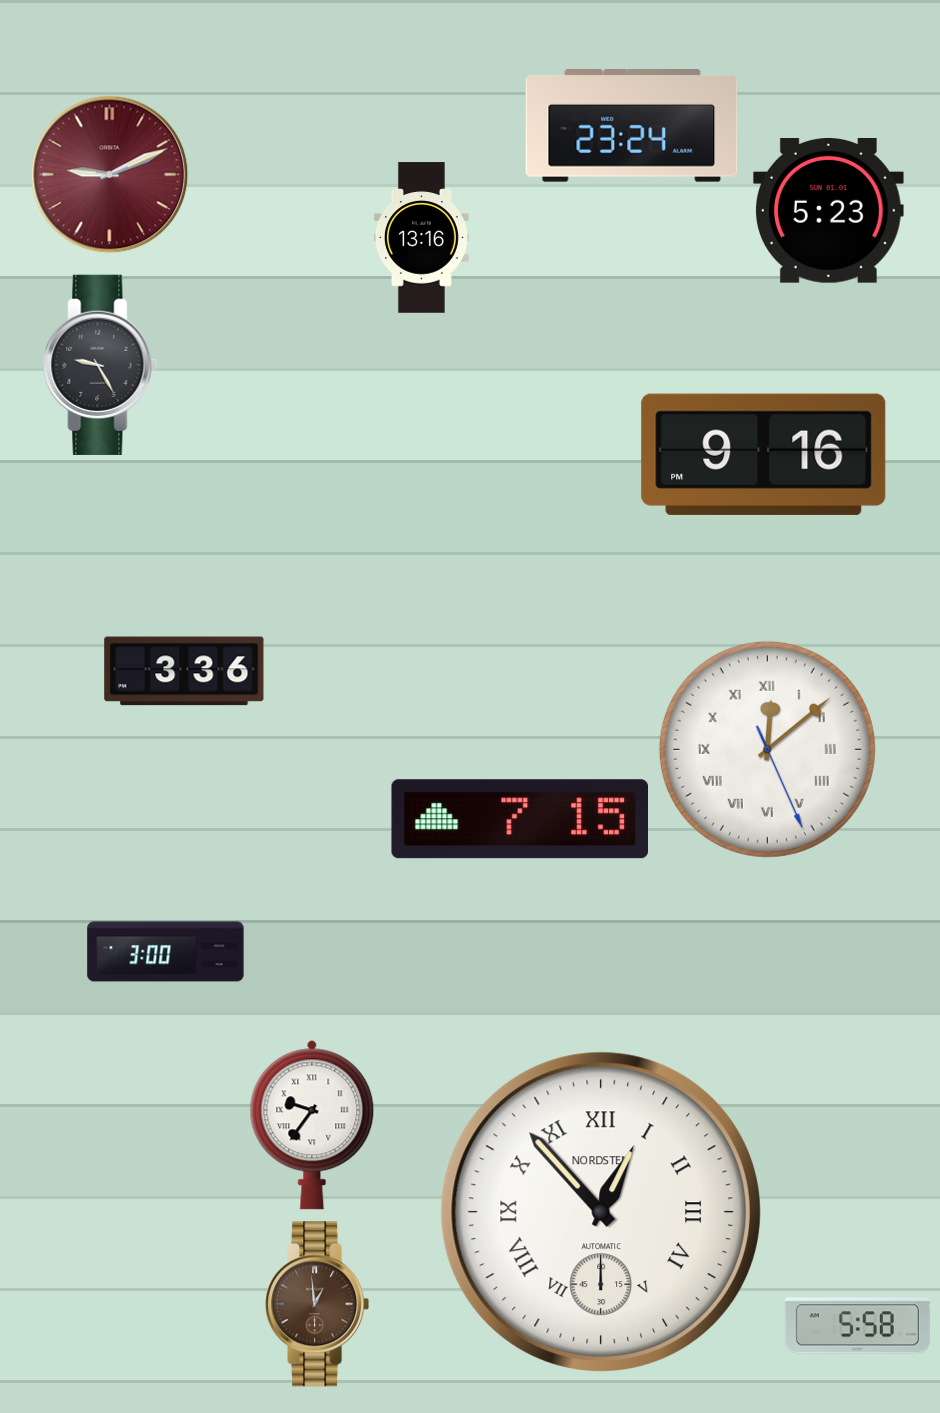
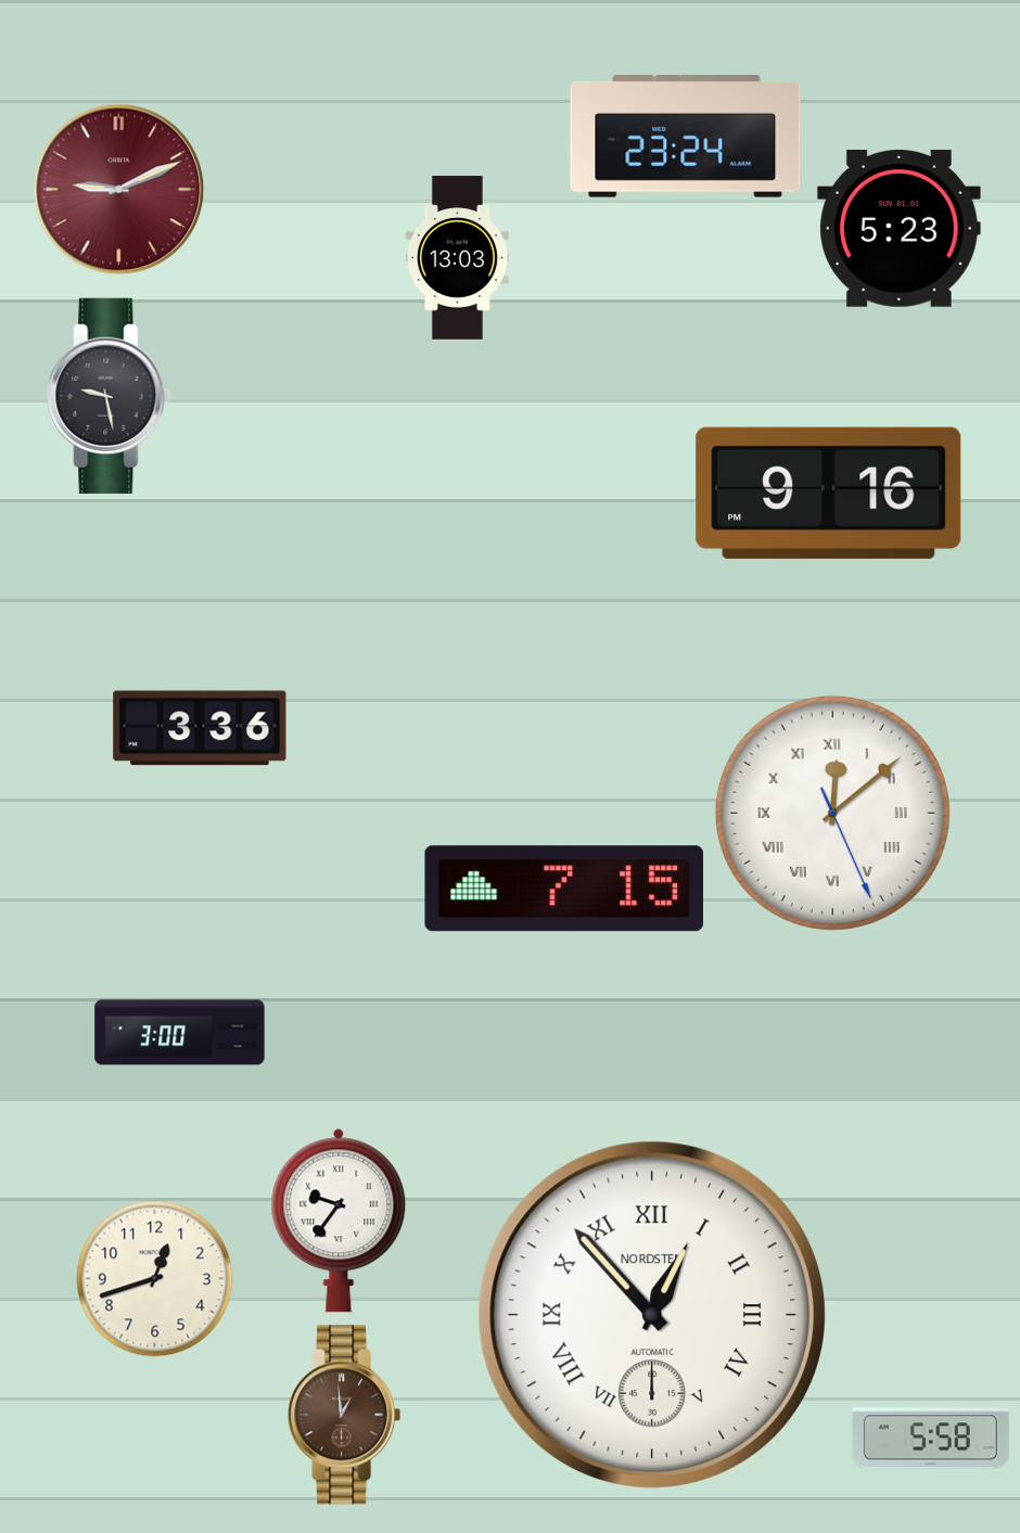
clock at (421, 238): 13:16 -> 13:03
clock at (100, 365): 9:25 -> 9:28
clock at (155, 1279): none -> 12:42
